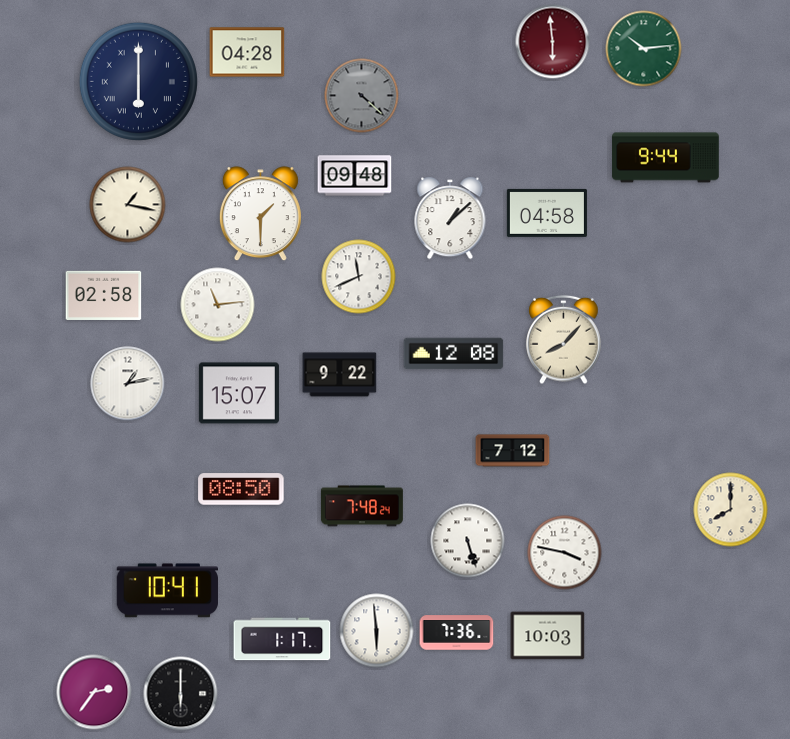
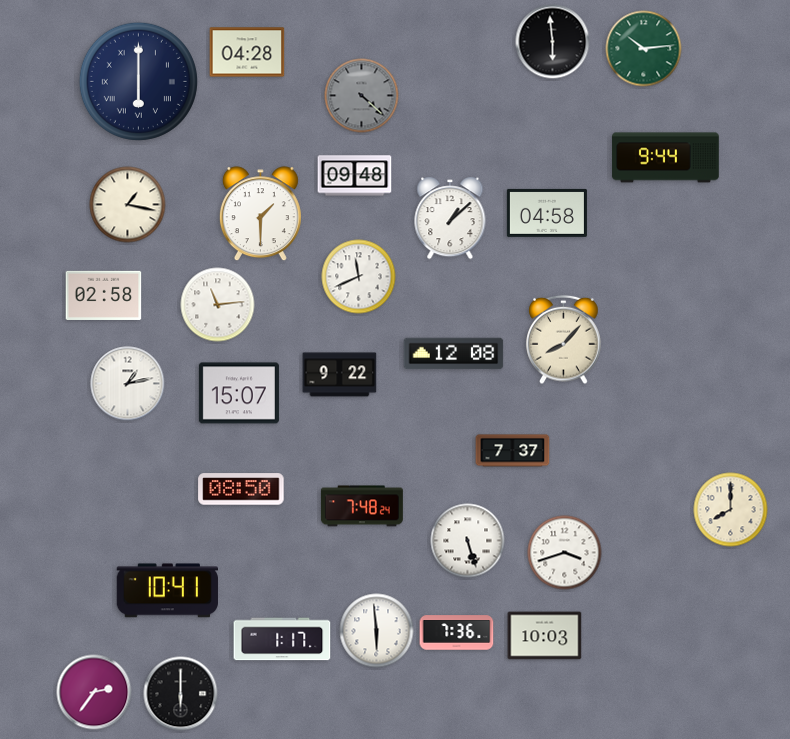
clock at (553, 42) dial: burgundy -> black
clock at (513, 451): 7:12 -> 7:37
clock at (565, 553): 3:47 -> 3:42
clock at (548, 636) position: (548, 636) -> (545, 636)
